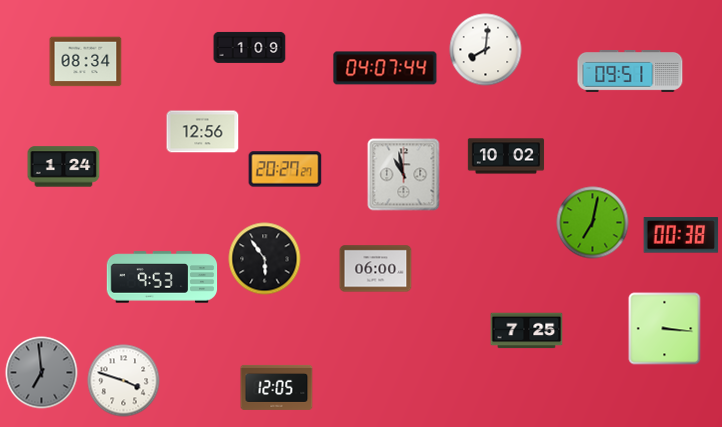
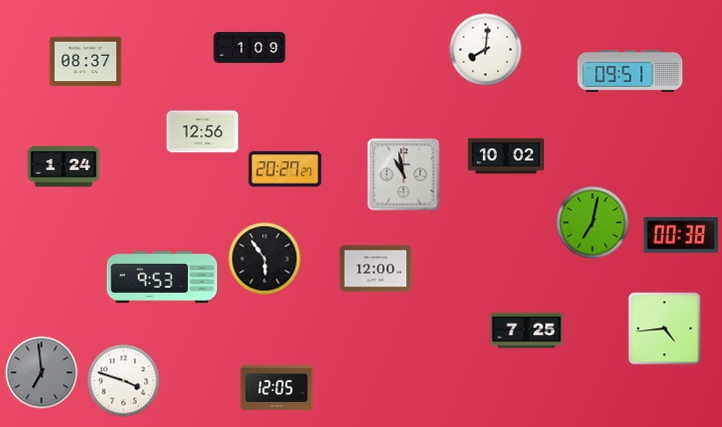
clock at (86, 62): 08:34 -> 08:37
clock at (385, 68): 04:07 -> none
clock at (376, 269): 06:00 -> 12:00
clock at (665, 329): 3:16 -> 4:44
